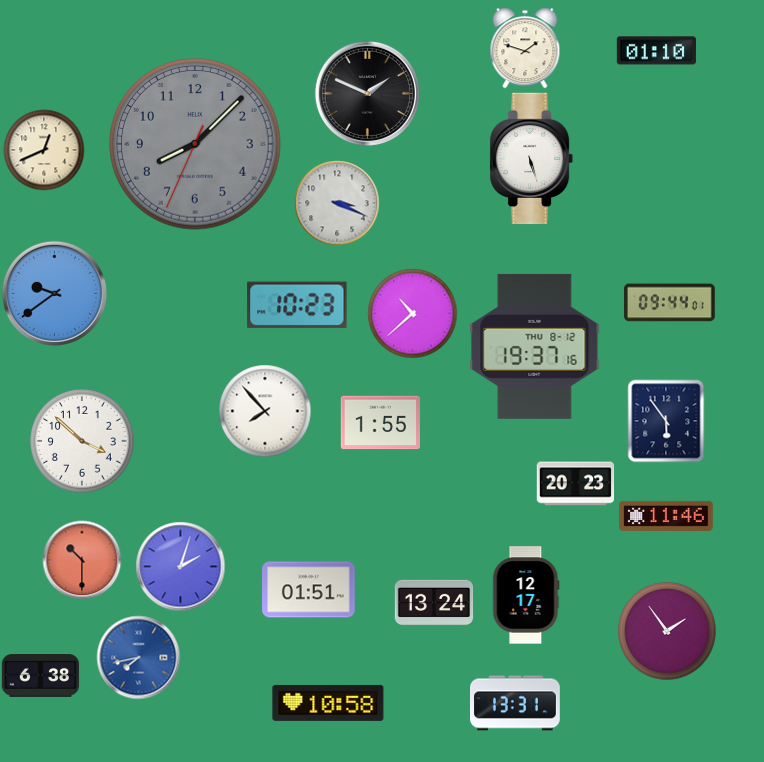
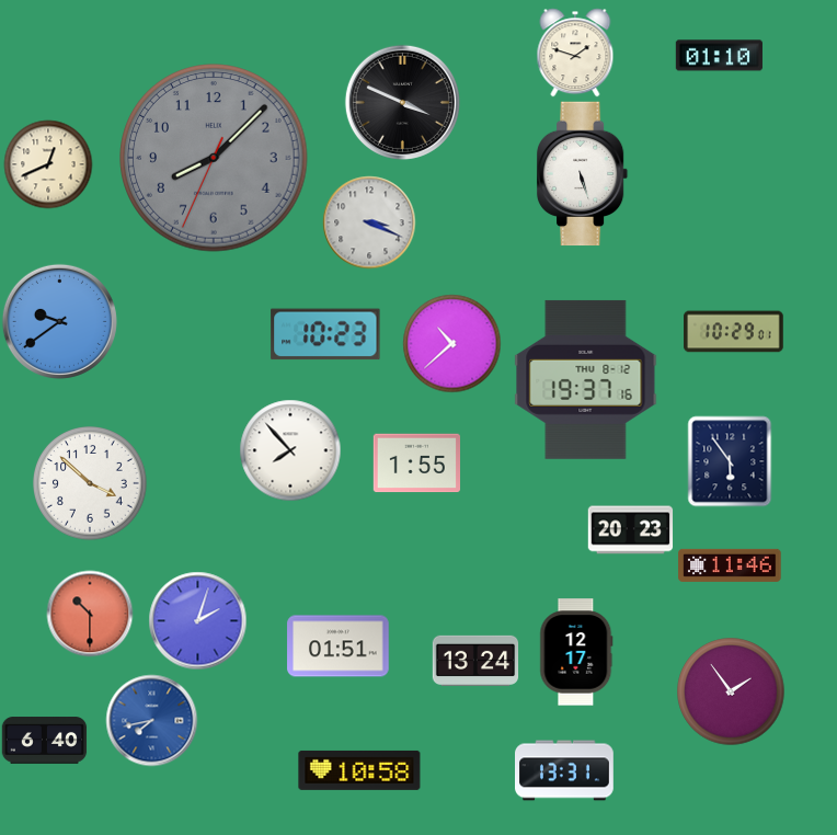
clock at (367, 93): 1:49 -> 3:49
clock at (670, 303): 09:44 -> 10:29
clock at (40, 676): 6:38 -> 6:40
